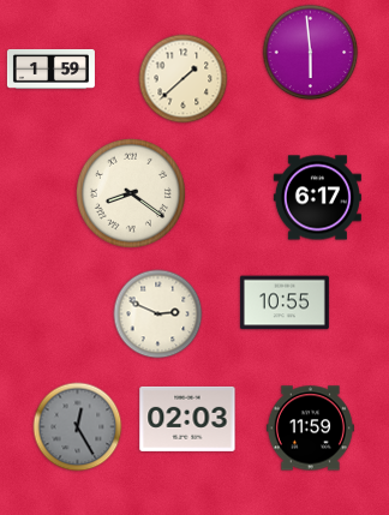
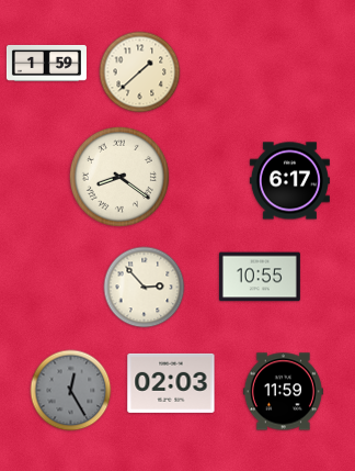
clock at (311, 53): 5:59 -> none
clock at (184, 79) position: (184, 79) -> (140, 72)
clock at (158, 315): 2:49 -> 2:53
